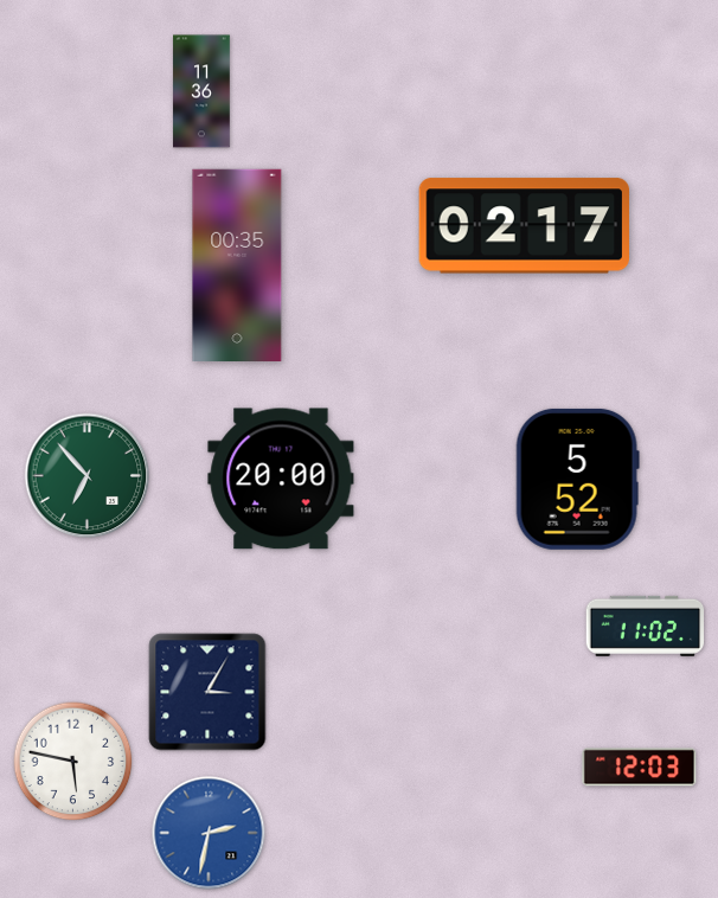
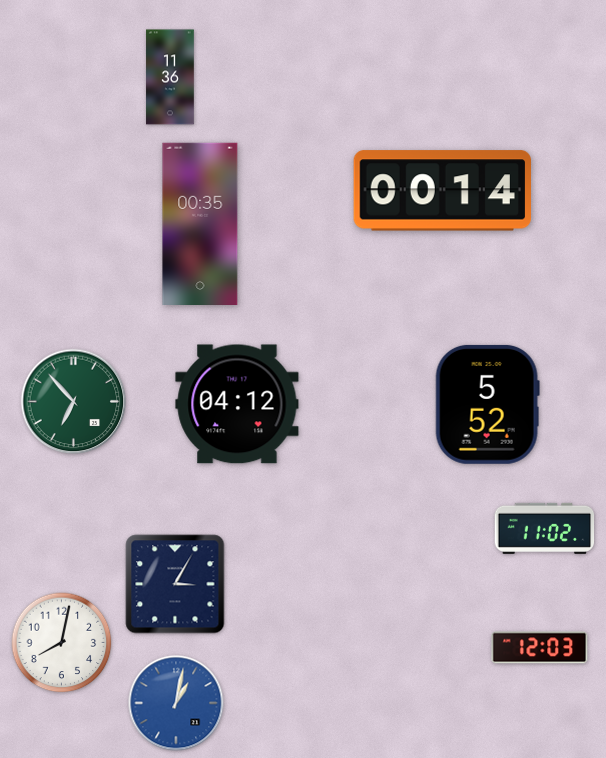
clock at (524, 226): 02:17 -> 00:14
clock at (281, 479): 20:00 -> 04:12
clock at (73, 762): 5:47 -> 8:02
clock at (209, 833): 2:32 -> 1:02
